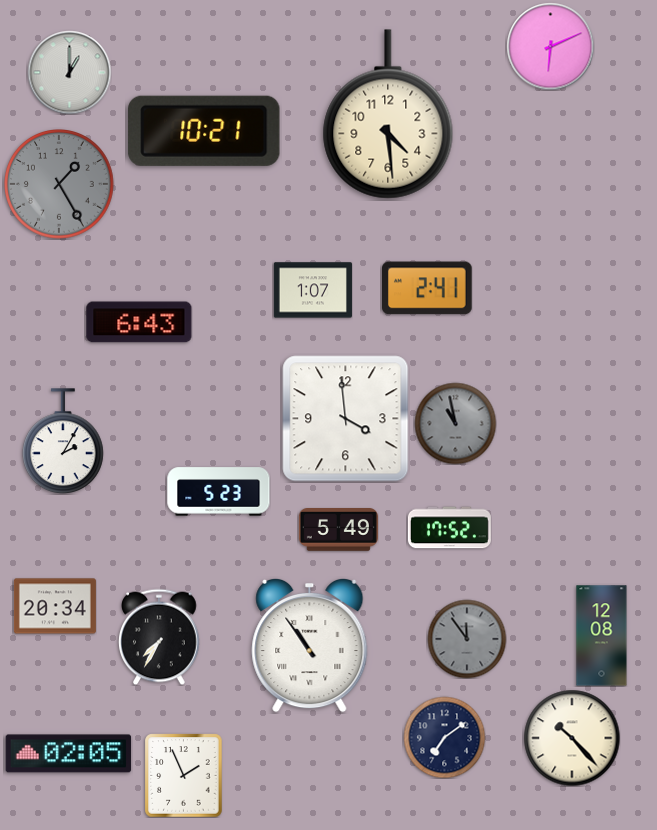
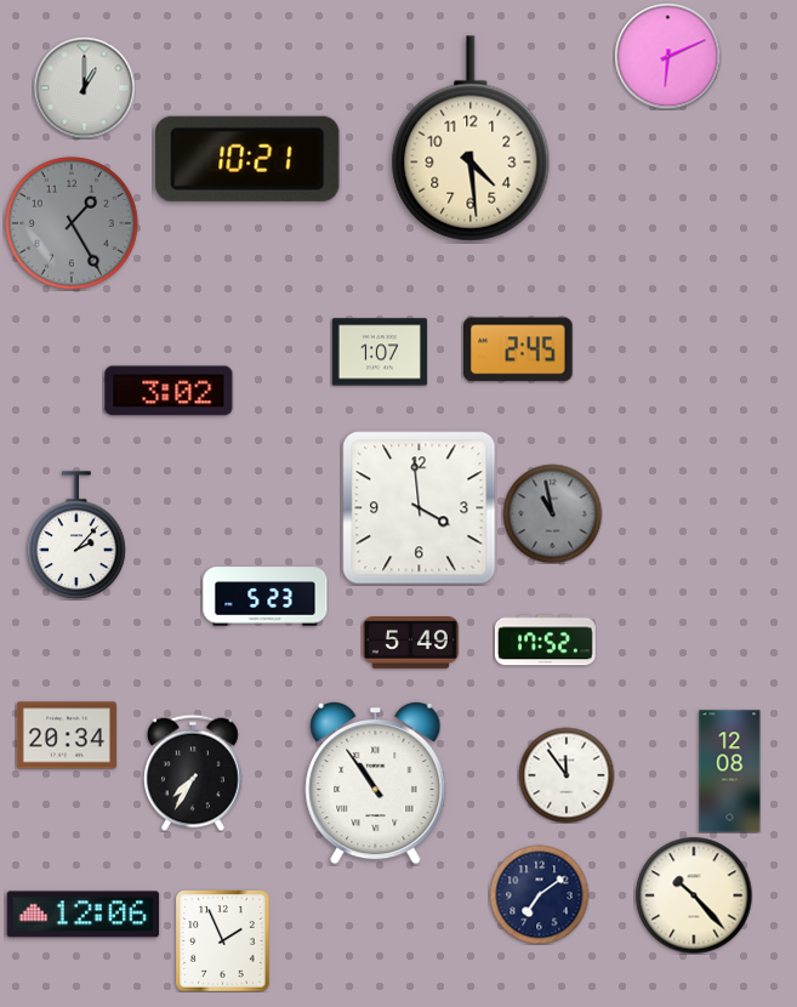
clock at (428, 288): 2:41 -> 2:45
clock at (139, 322): 6:43 -> 3:02
clock at (64, 441): 2:05 -> 2:07
clock at (467, 639) dial: grey -> white
clock at (69, 754): 02:05 -> 12:06
